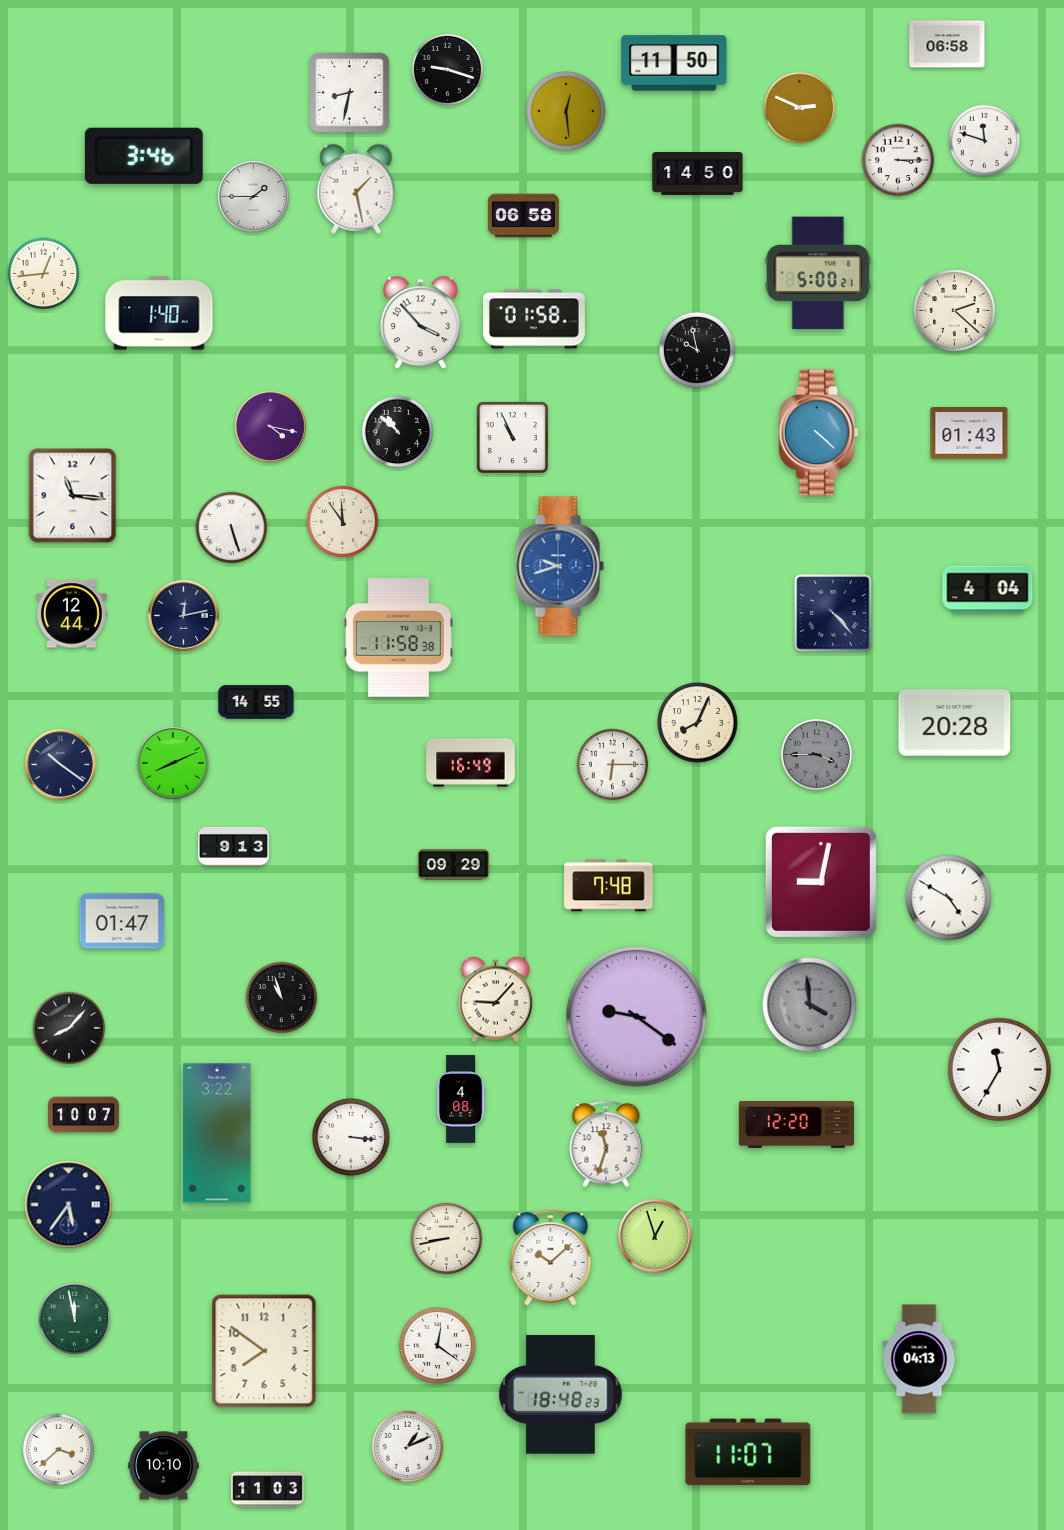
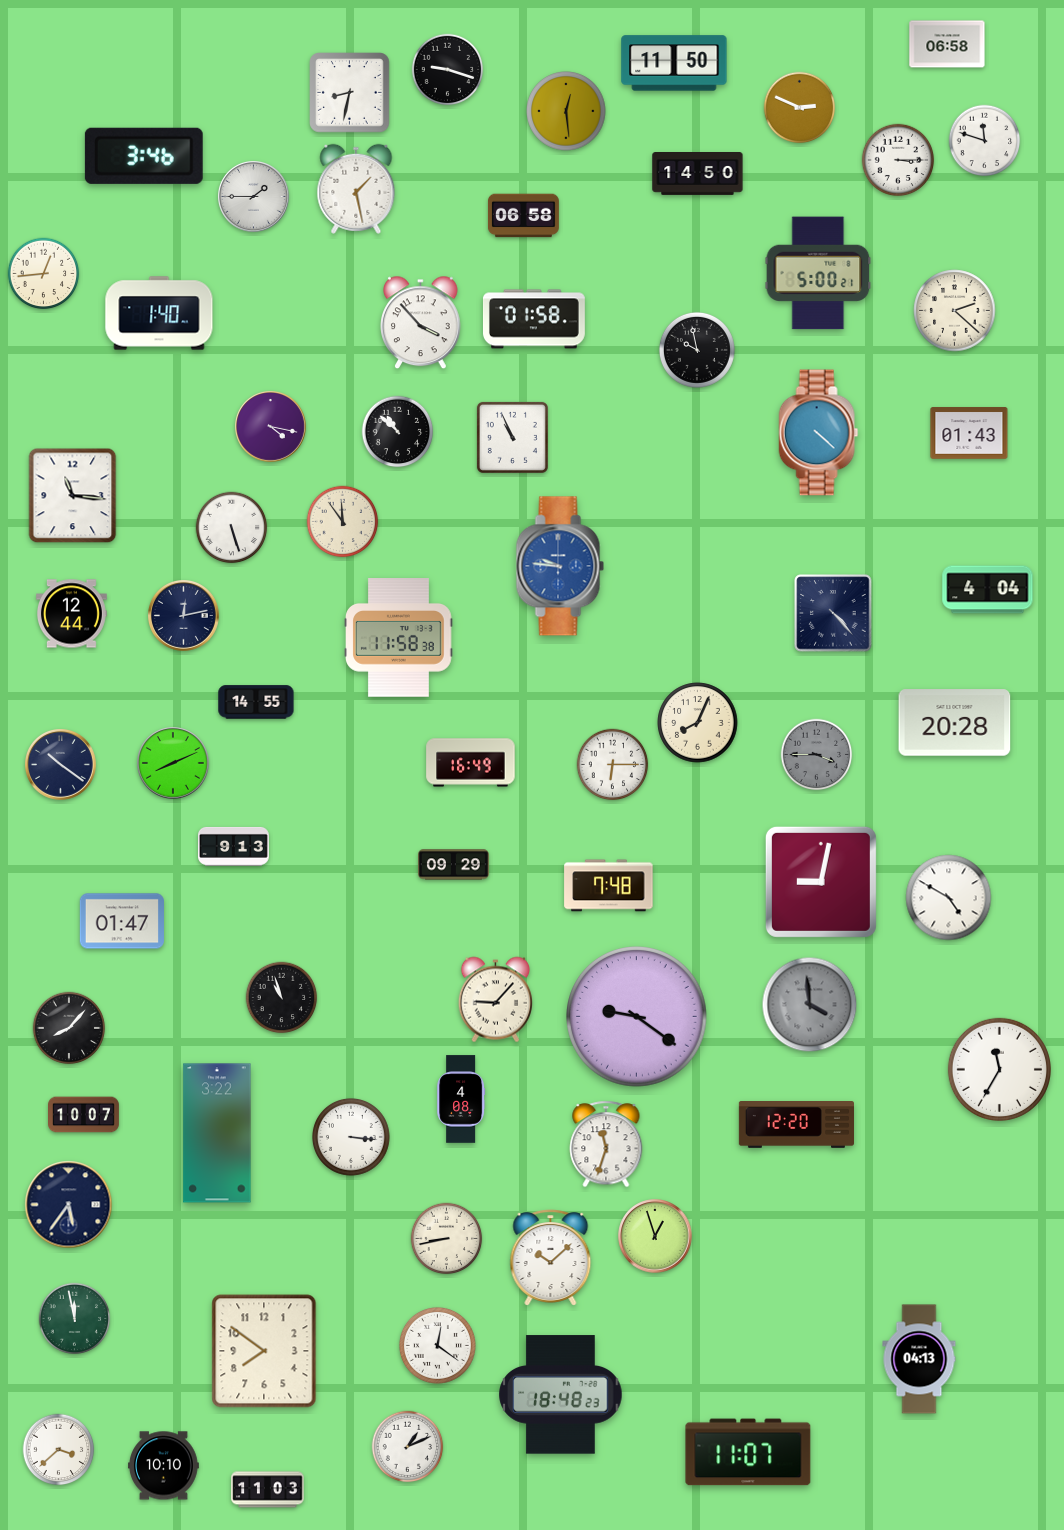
clock at (560, 566): 9:42 -> 9:46
